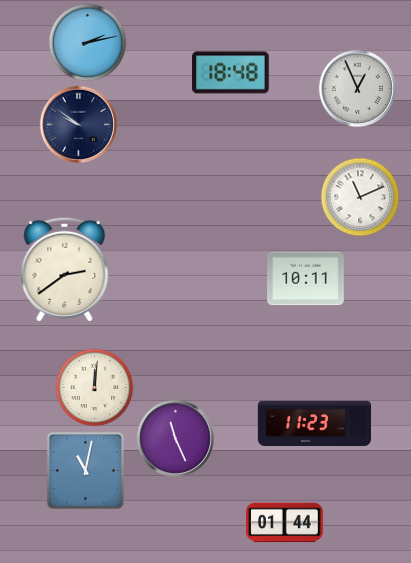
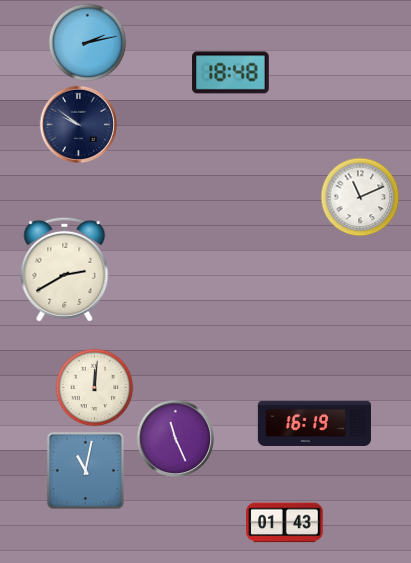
clock at (357, 88): 12:56 -> none
clock at (65, 269): 2:39 -> 2:40
clock at (306, 279): 10:11 -> none
clock at (314, 423): 11:23 -> 16:19
clock at (285, 523): 01:44 -> 01:43
